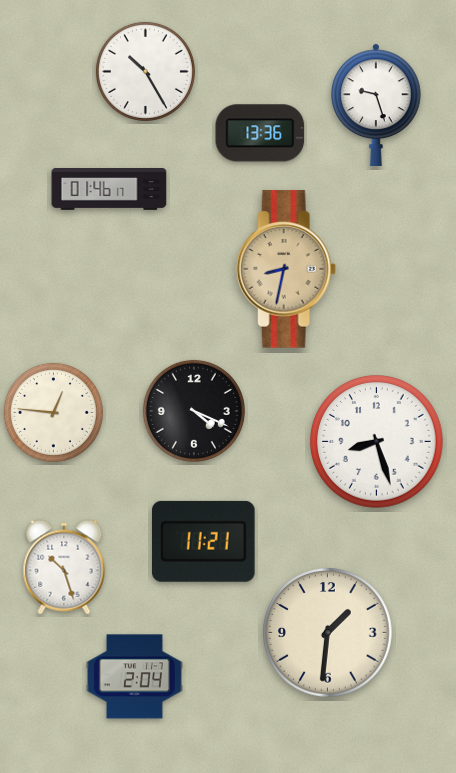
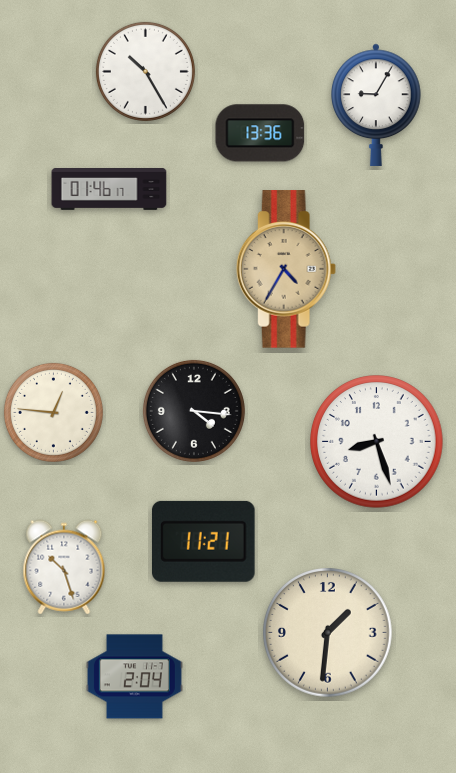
clock at (376, 105): 9:27 -> 9:05
clock at (286, 269): 8:32 -> 4:35
clock at (194, 411): 4:19 -> 4:16
